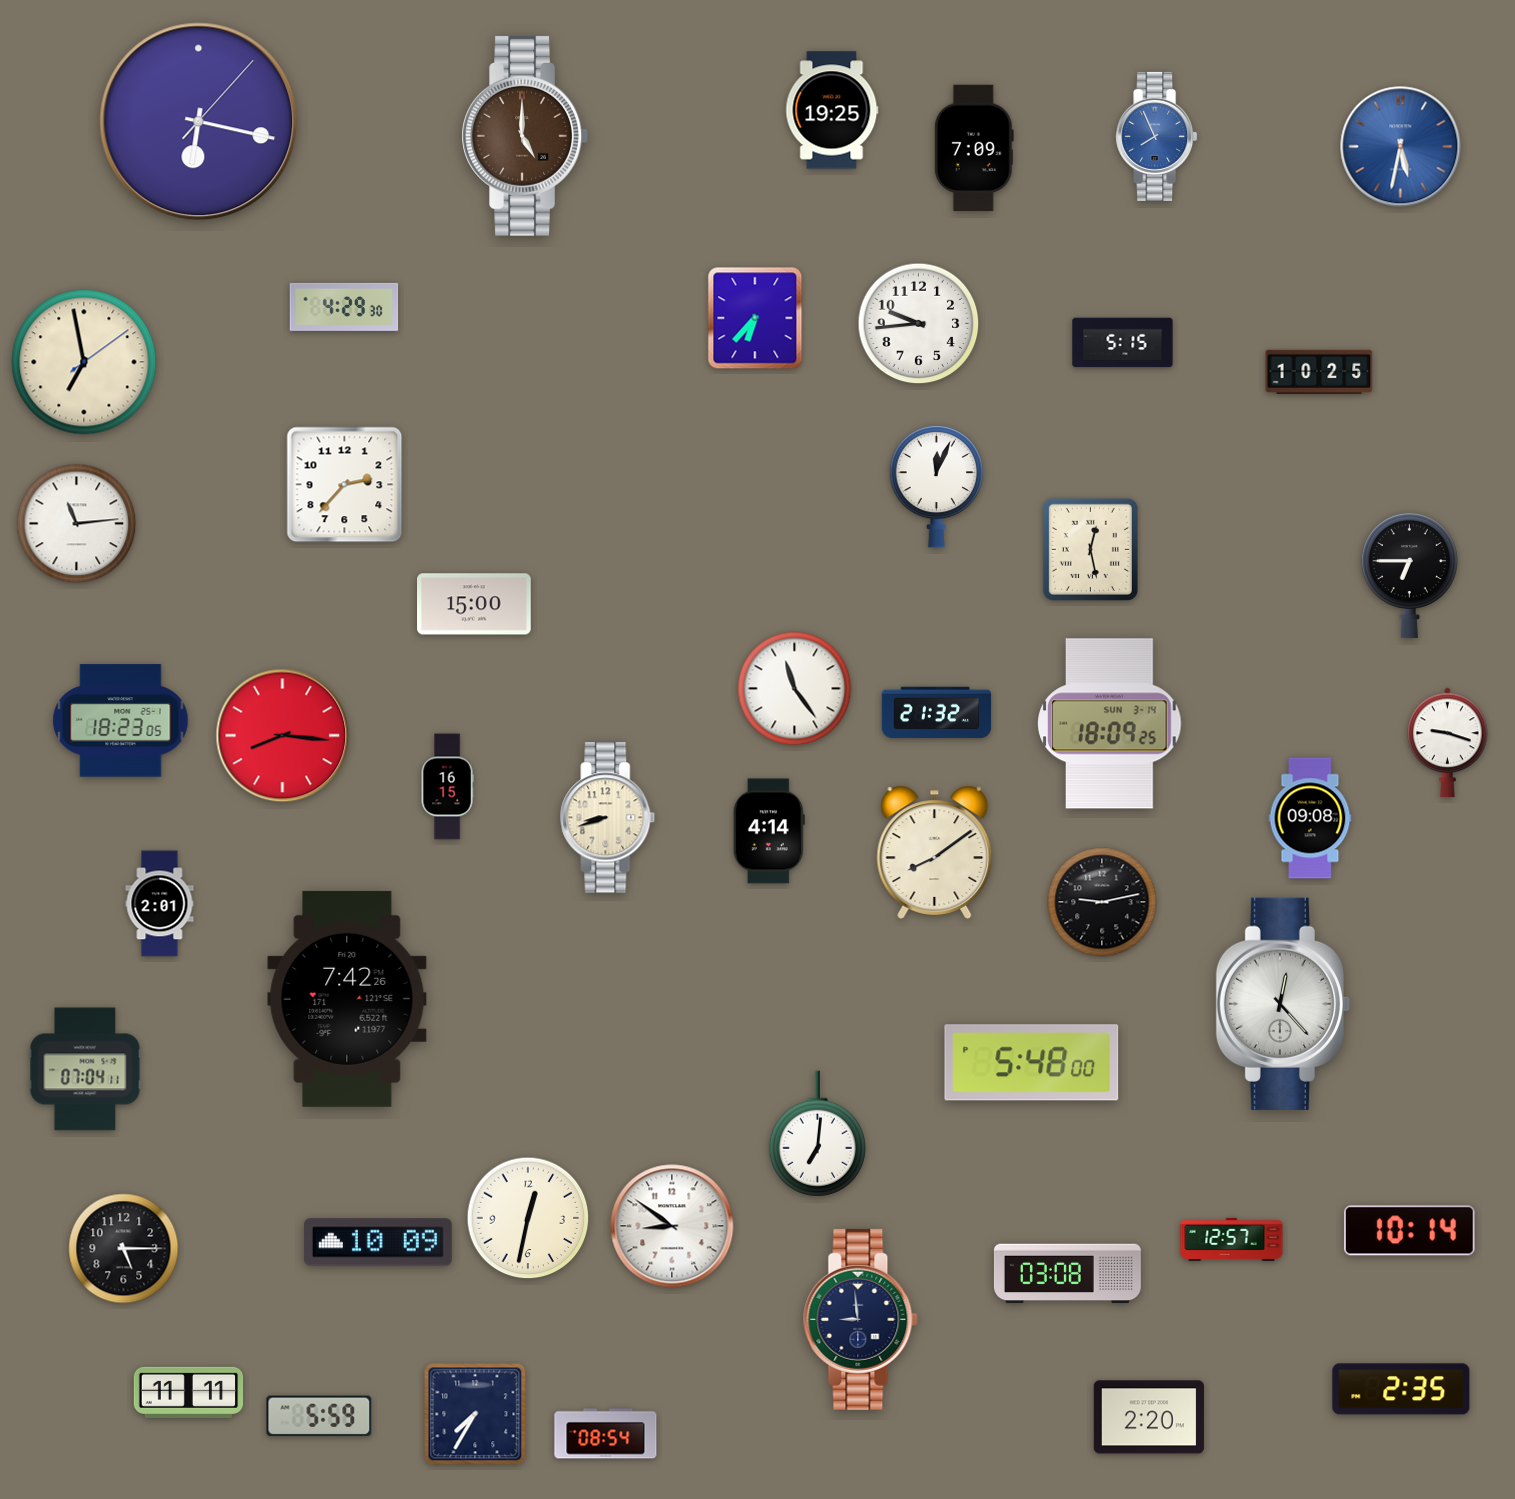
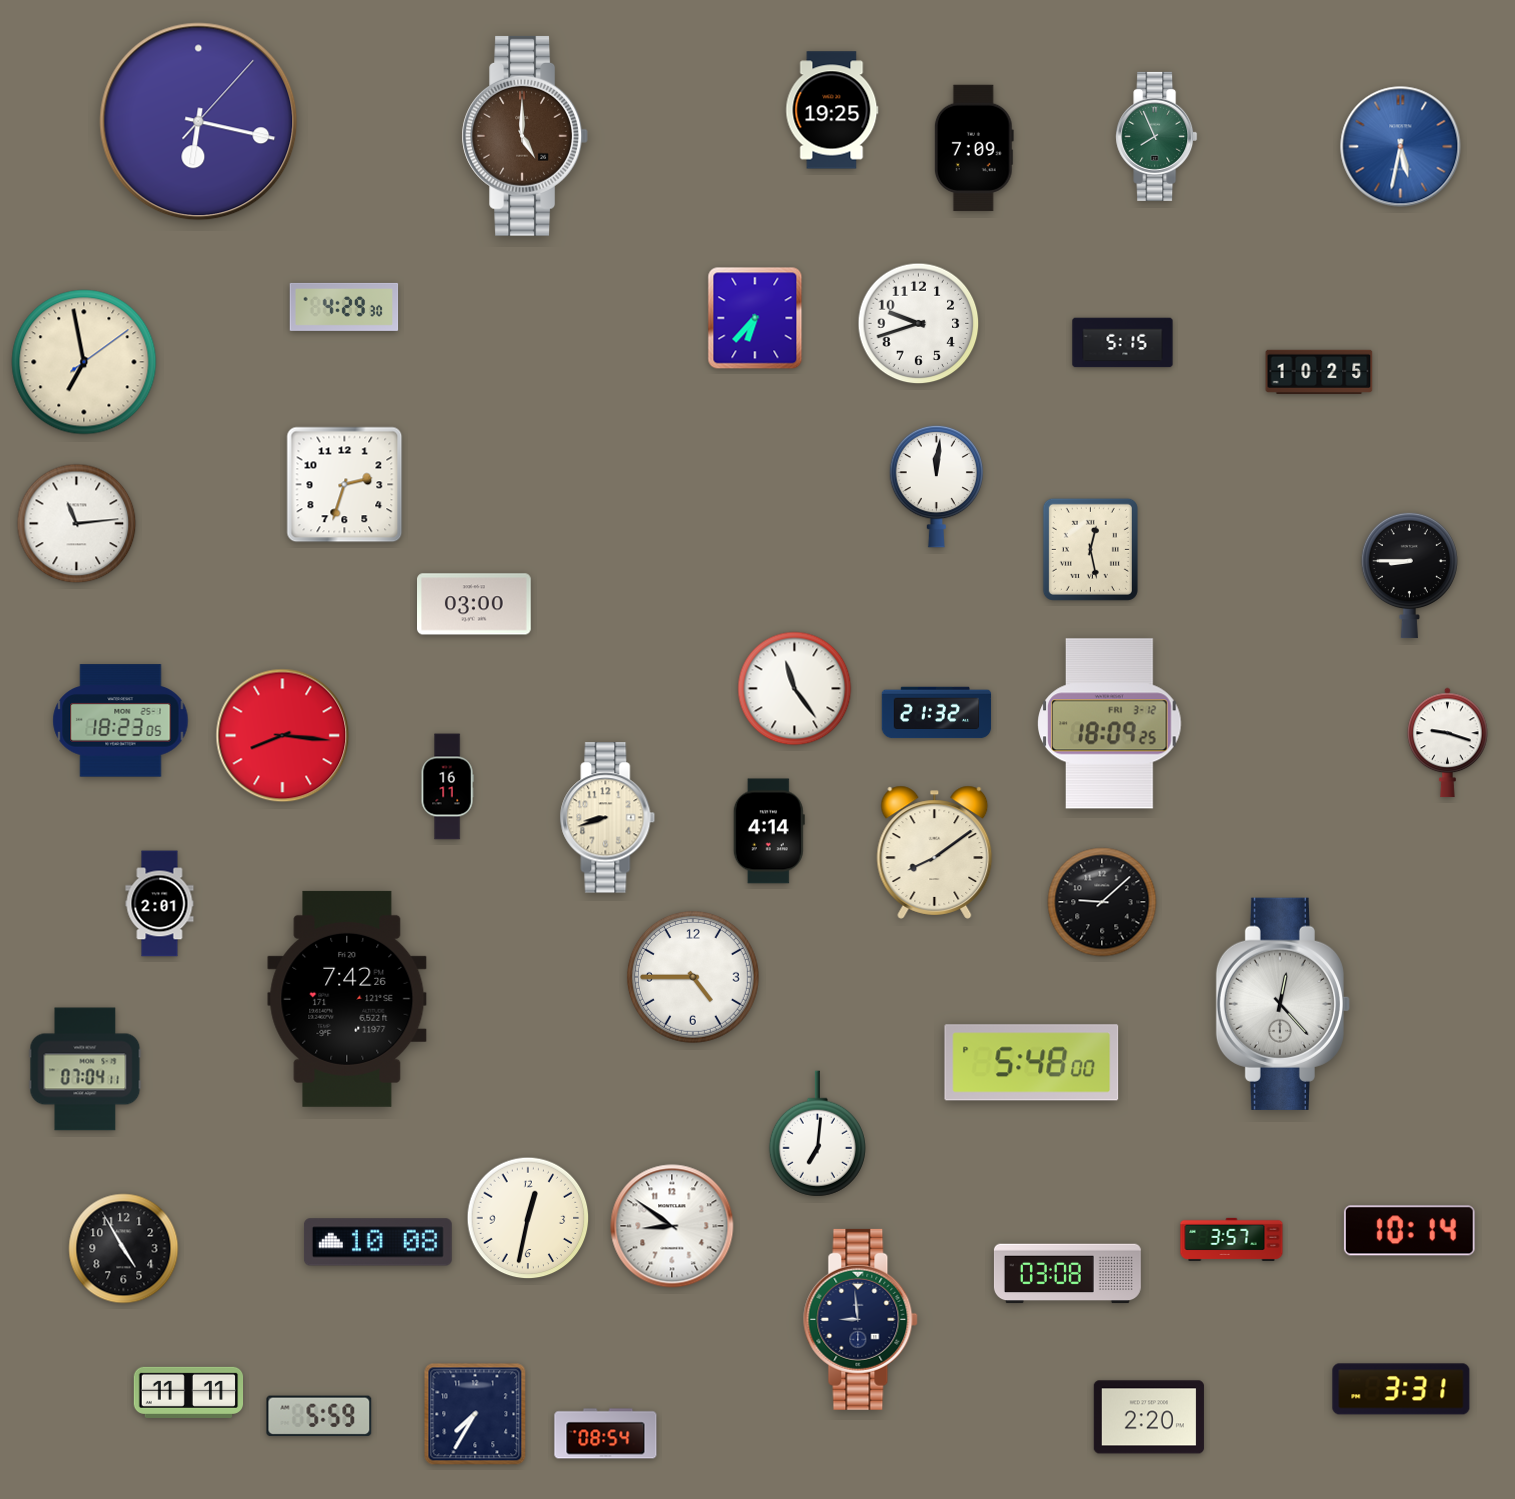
clock at (1157, 136) dial: blue -> green
clock at (919, 324): 9:44 -> 9:42
clock at (345, 485): 2:37 -> 2:33
clock at (937, 486): 12:04 -> 12:01
clock at (1409, 575): 6:45 -> 8:45
clock at (475, 604): 15:00 -> 03:00
clock at (1110, 724) date: SUN 3-14 -> FRI 3-12
clock at (447, 787): 16:15 -> 16:11
clock at (1310, 818): 09:08 -> none
clock at (1102, 902): 9:13 -> 9:08
clock at (693, 977): none -> 4:45
clock at (1232, 1239): 12:57 -> 3:57
clock at (378, 1242): 10:09 -> 10:08
clock at (124, 1249): 5:15 -> 4:55
clock at (1401, 1389): 2:35 -> 3:31
